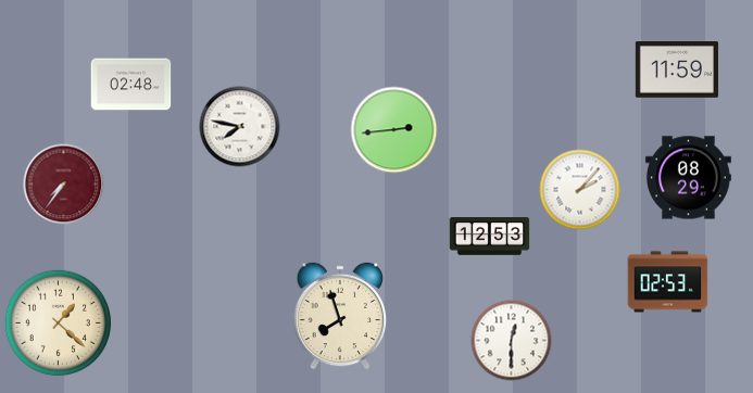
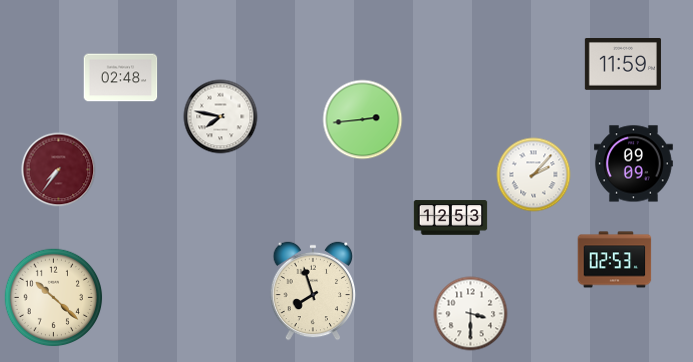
clock at (689, 178): 08:29 -> 09:09
clock at (59, 324): 1:22 -> 10:22
clock at (512, 341): 12:30 -> 3:30
